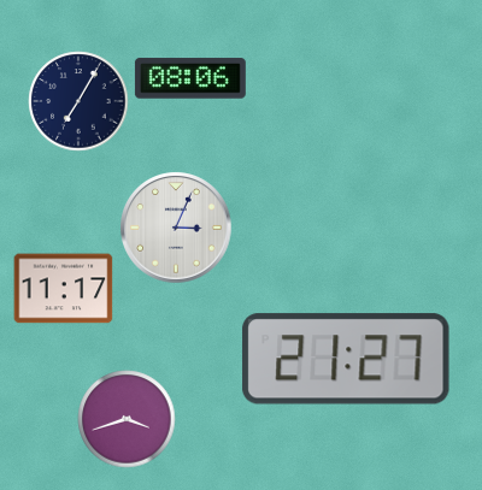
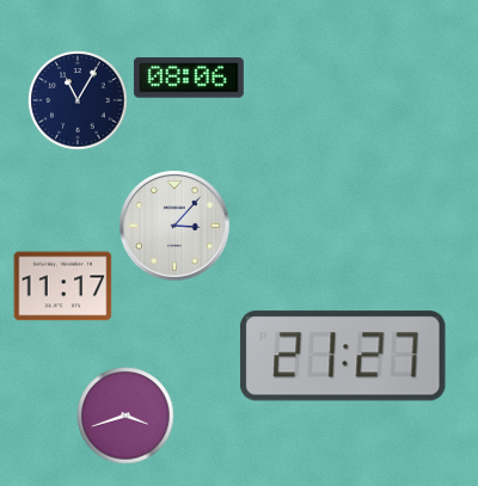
clock at (78, 101): 7:05 -> 11:05
clock at (176, 228): 3:04 -> 3:07
